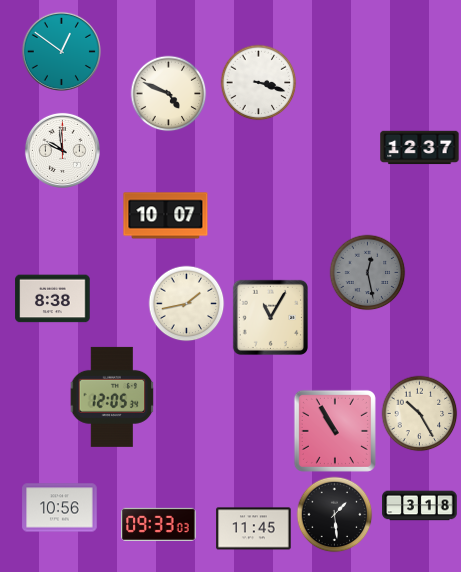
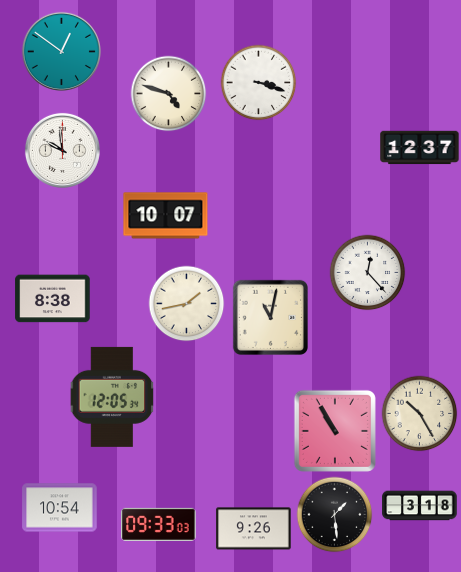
clock at (169, 94): 4:49 -> 4:48
clock at (368, 273): 12:28 -> 12:23
clock at (368, 273) dial: grey -> white
clock at (270, 317): 11:05 -> 11:02
clock at (60, 508): 10:56 -> 10:54
clock at (254, 529): 11:45 -> 9:26
